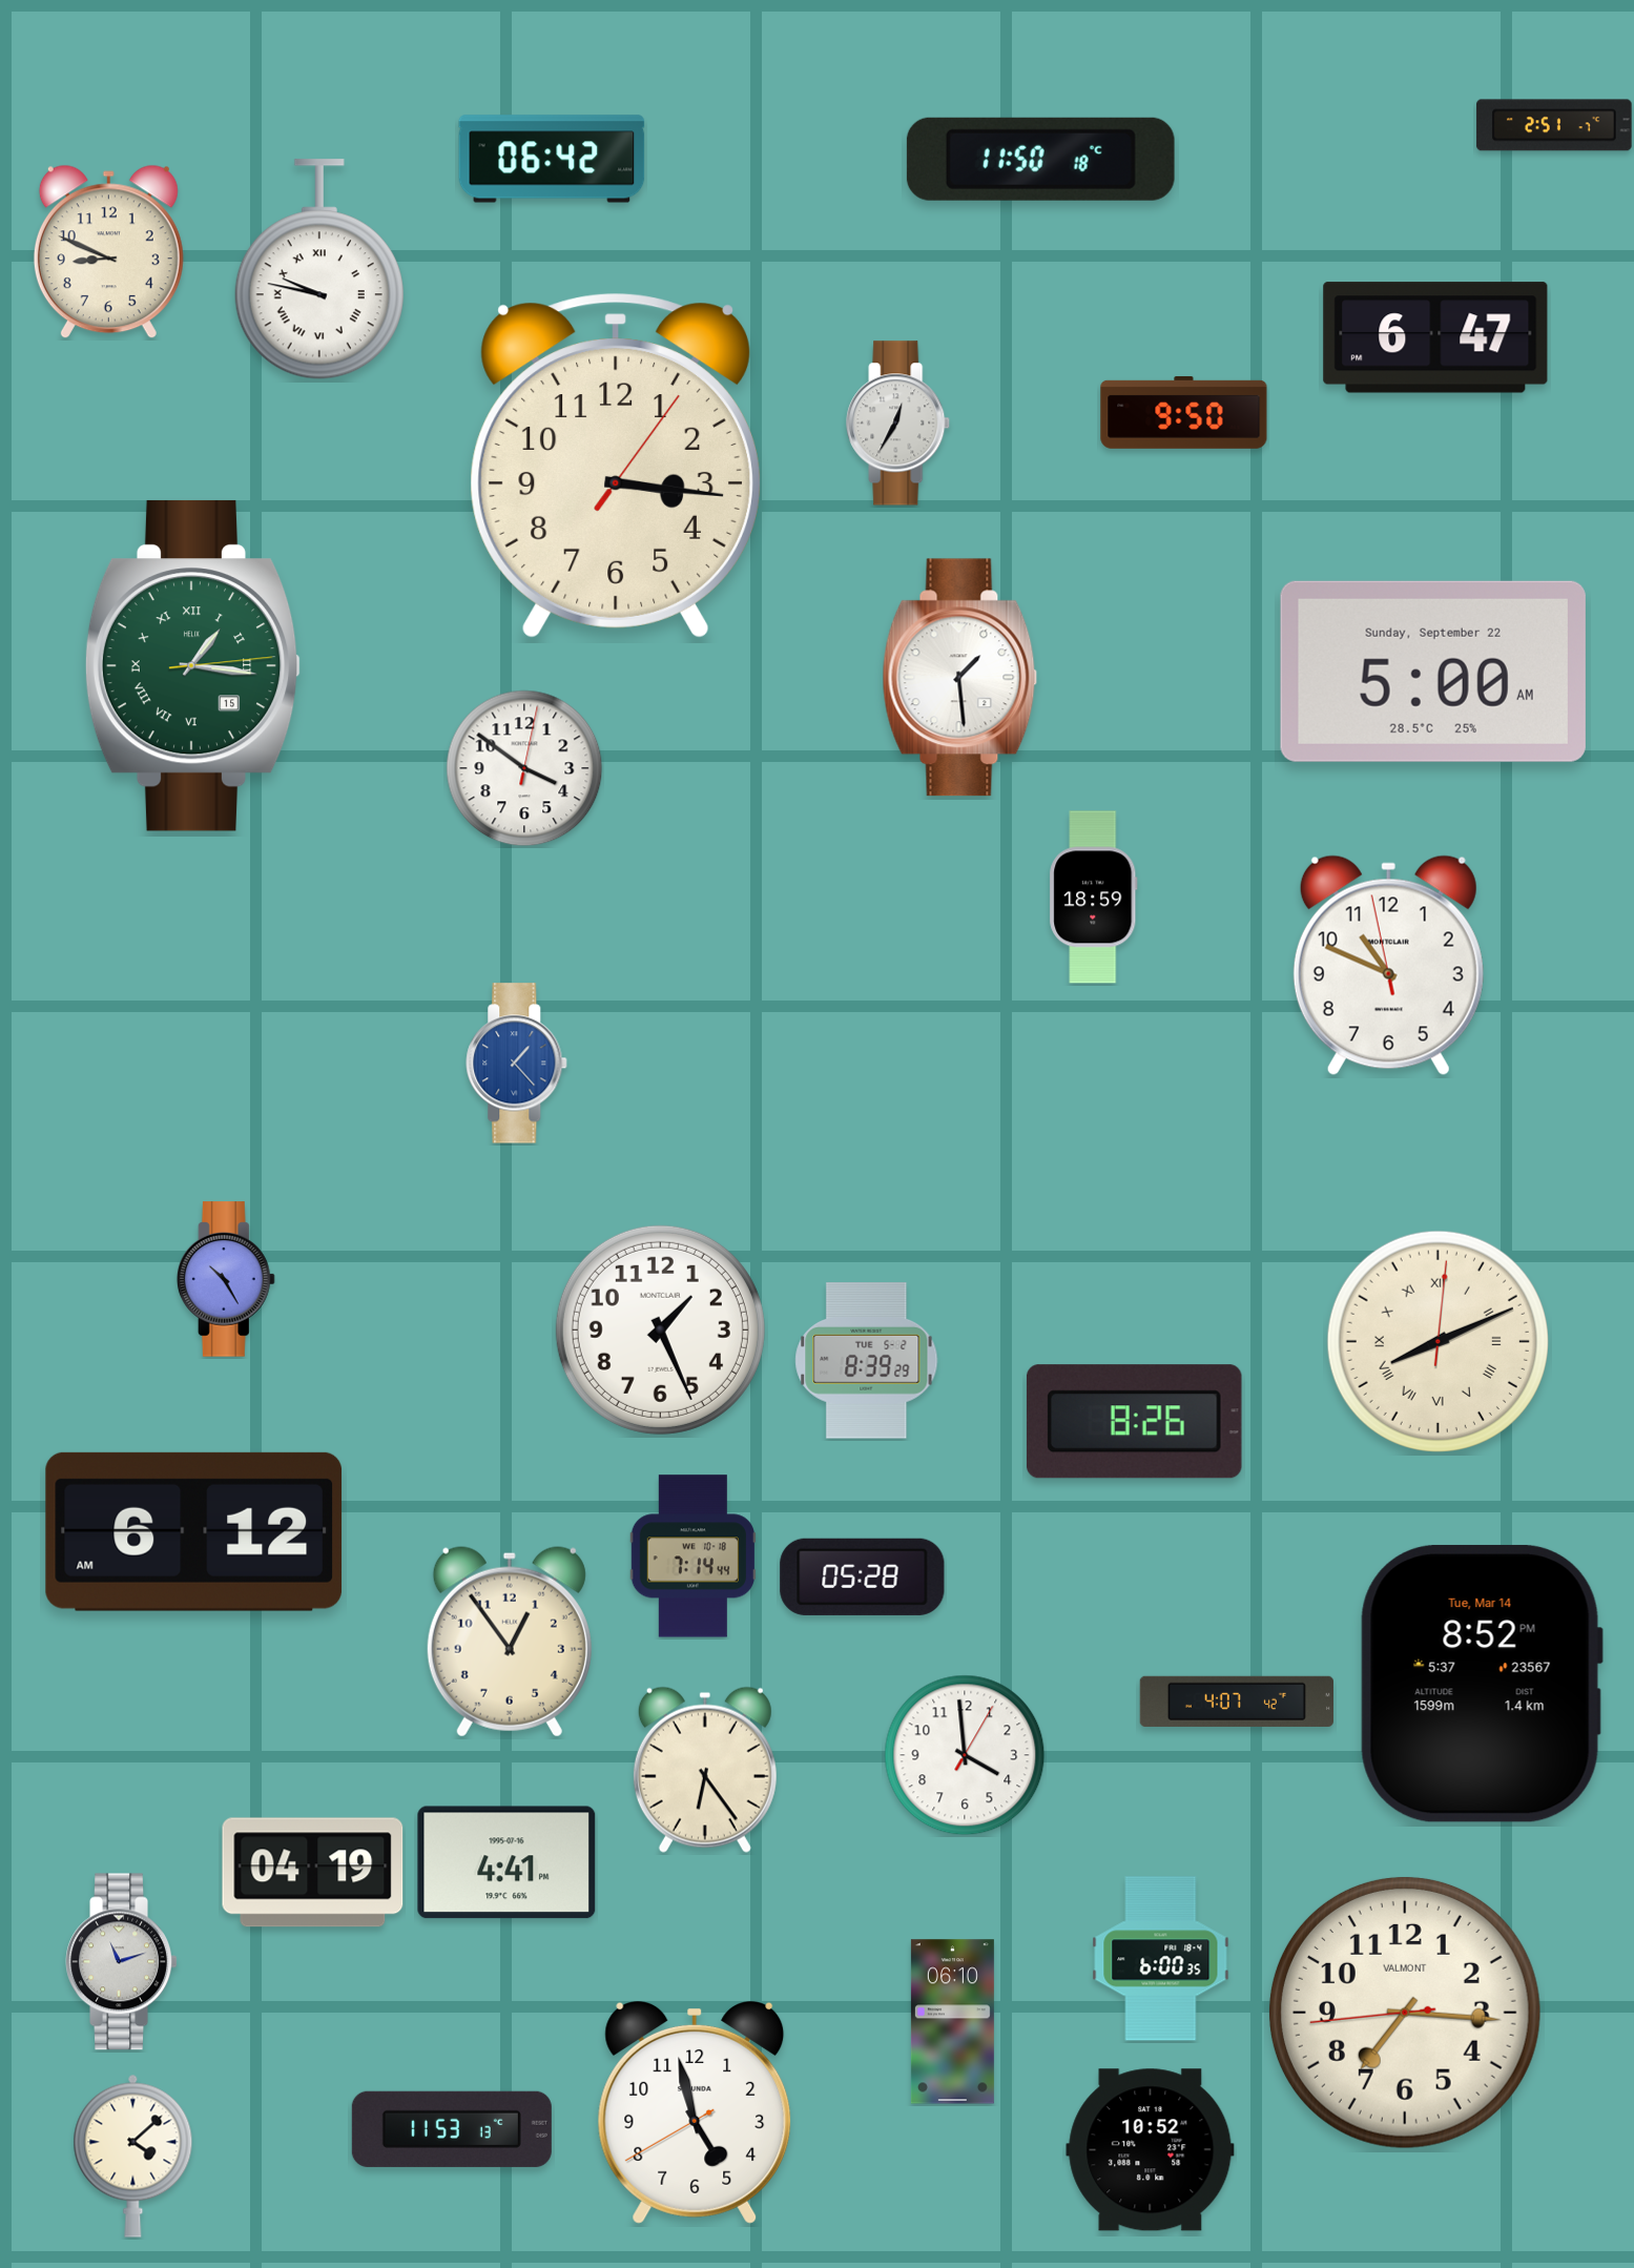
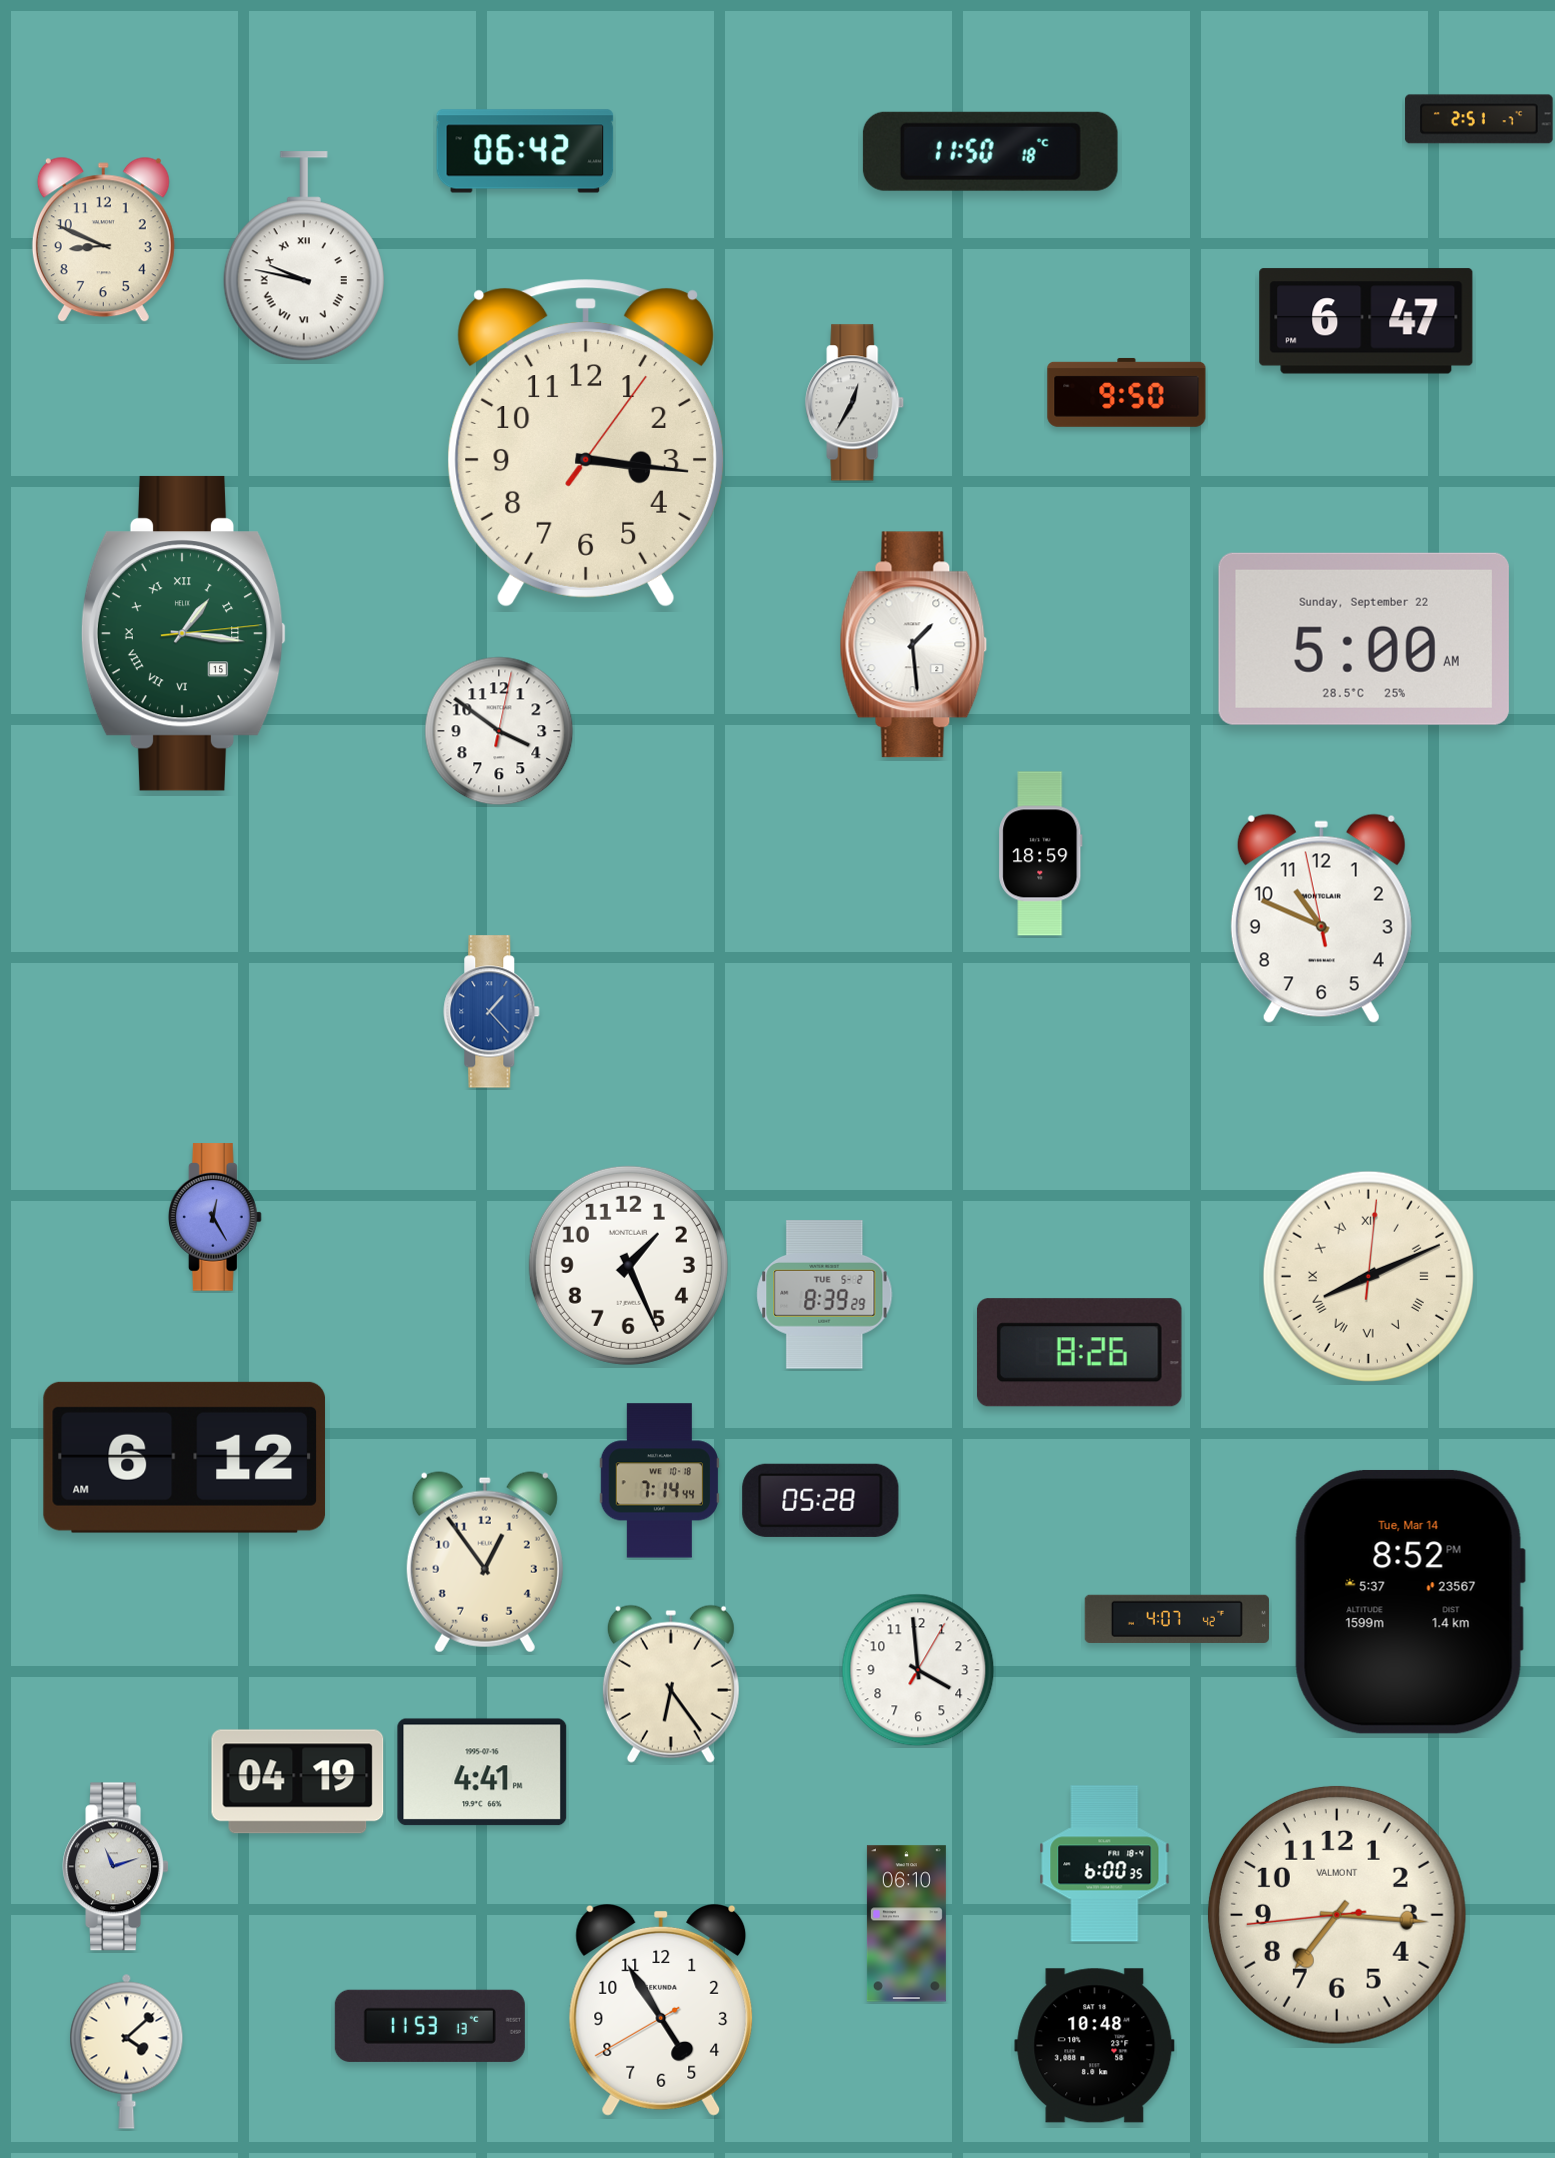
clock at (226, 1279): 10:25 -> 12:25
clock at (695, 2112): 4:57 -> 4:54
clock at (1151, 2150): 10:52 -> 10:48
